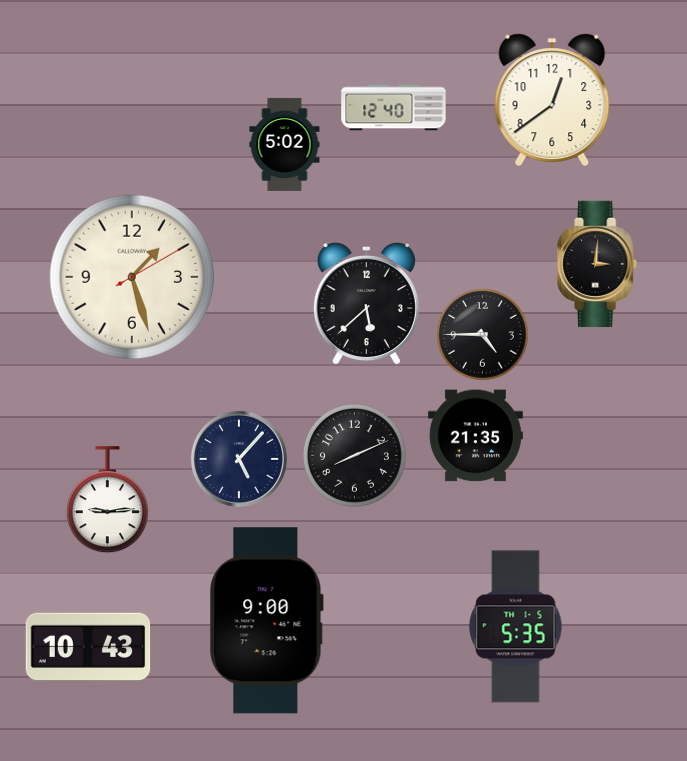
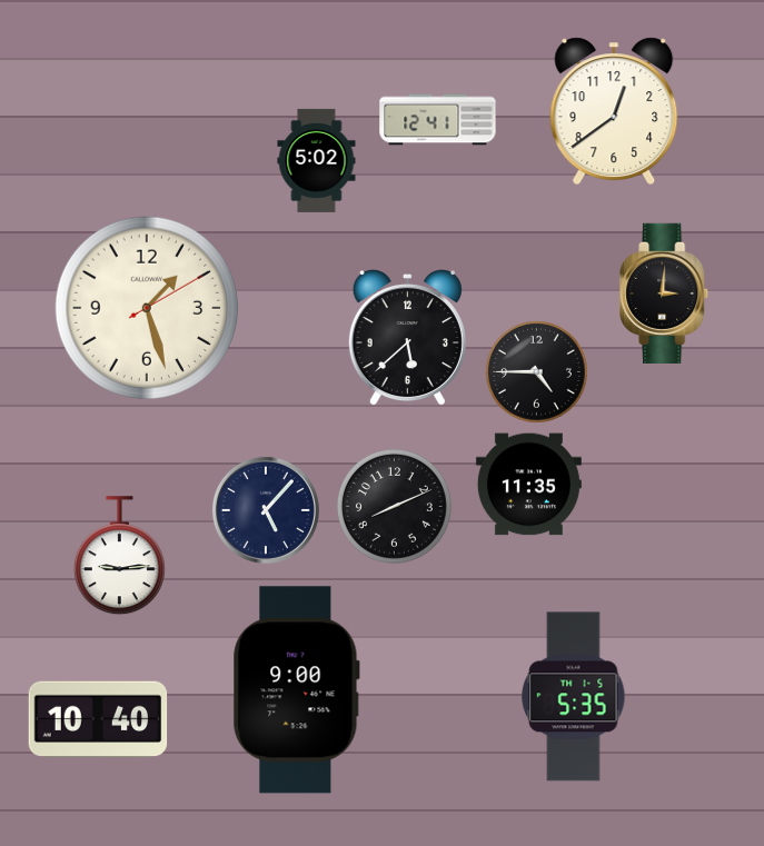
clock at (394, 108): 12:40 -> 12:41
clock at (475, 436): 21:35 -> 11:35
clock at (88, 647): 10:43 -> 10:40
